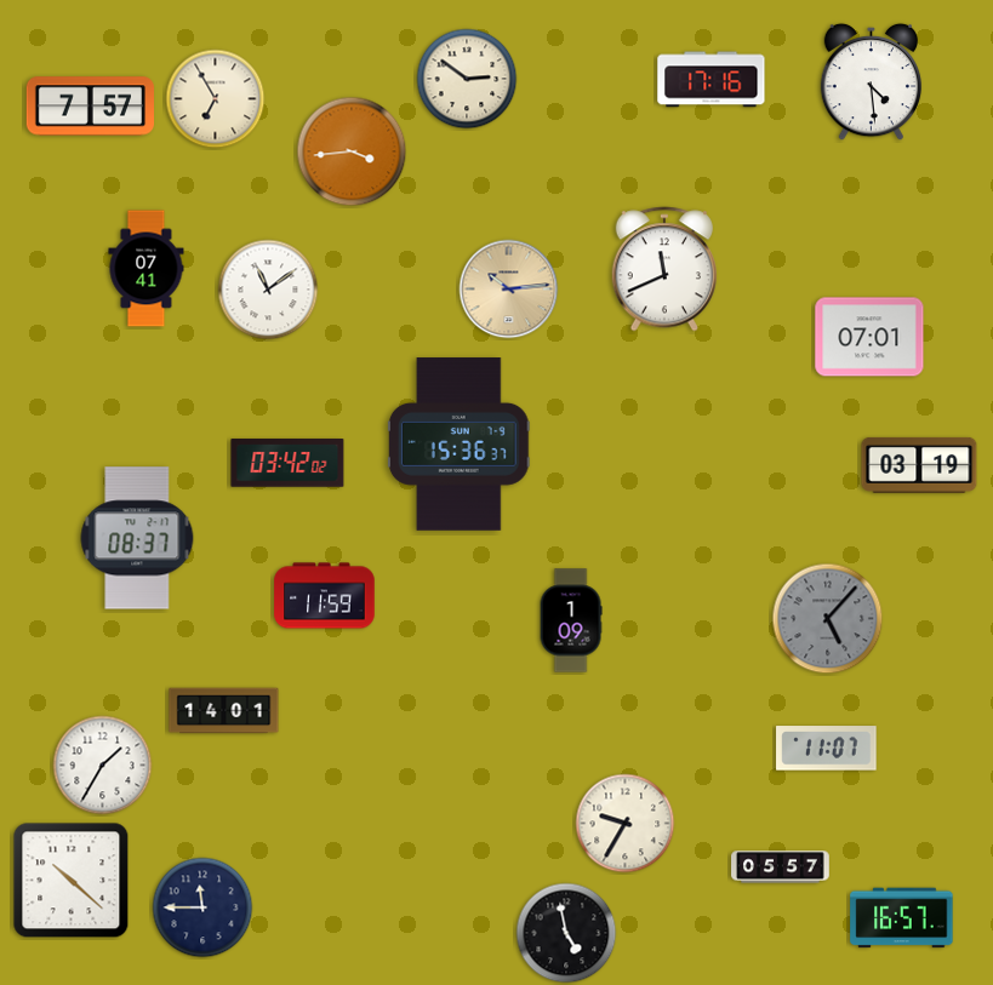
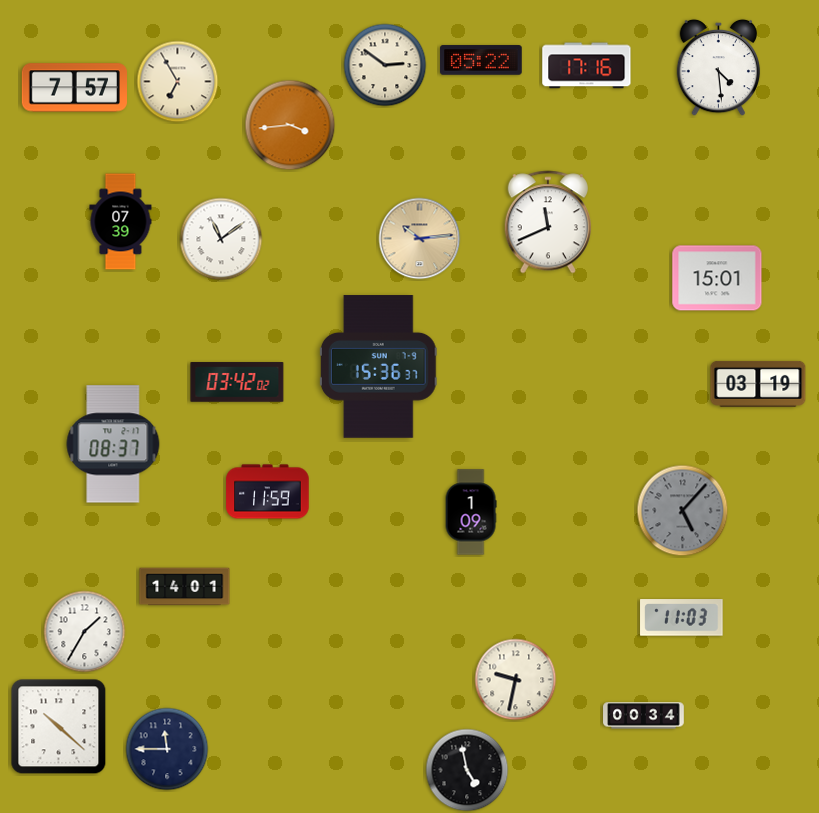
clock at (481, 60): none -> 05:22
clock at (147, 269): 07:41 -> 07:39
clock at (869, 337): 07:01 -> 15:01
clock at (827, 749): 11:07 -> 11:03
clock at (626, 824): 9:35 -> 9:32
clock at (781, 867): 05:57 -> 00:34
clock at (902, 918): 16:57 -> none
